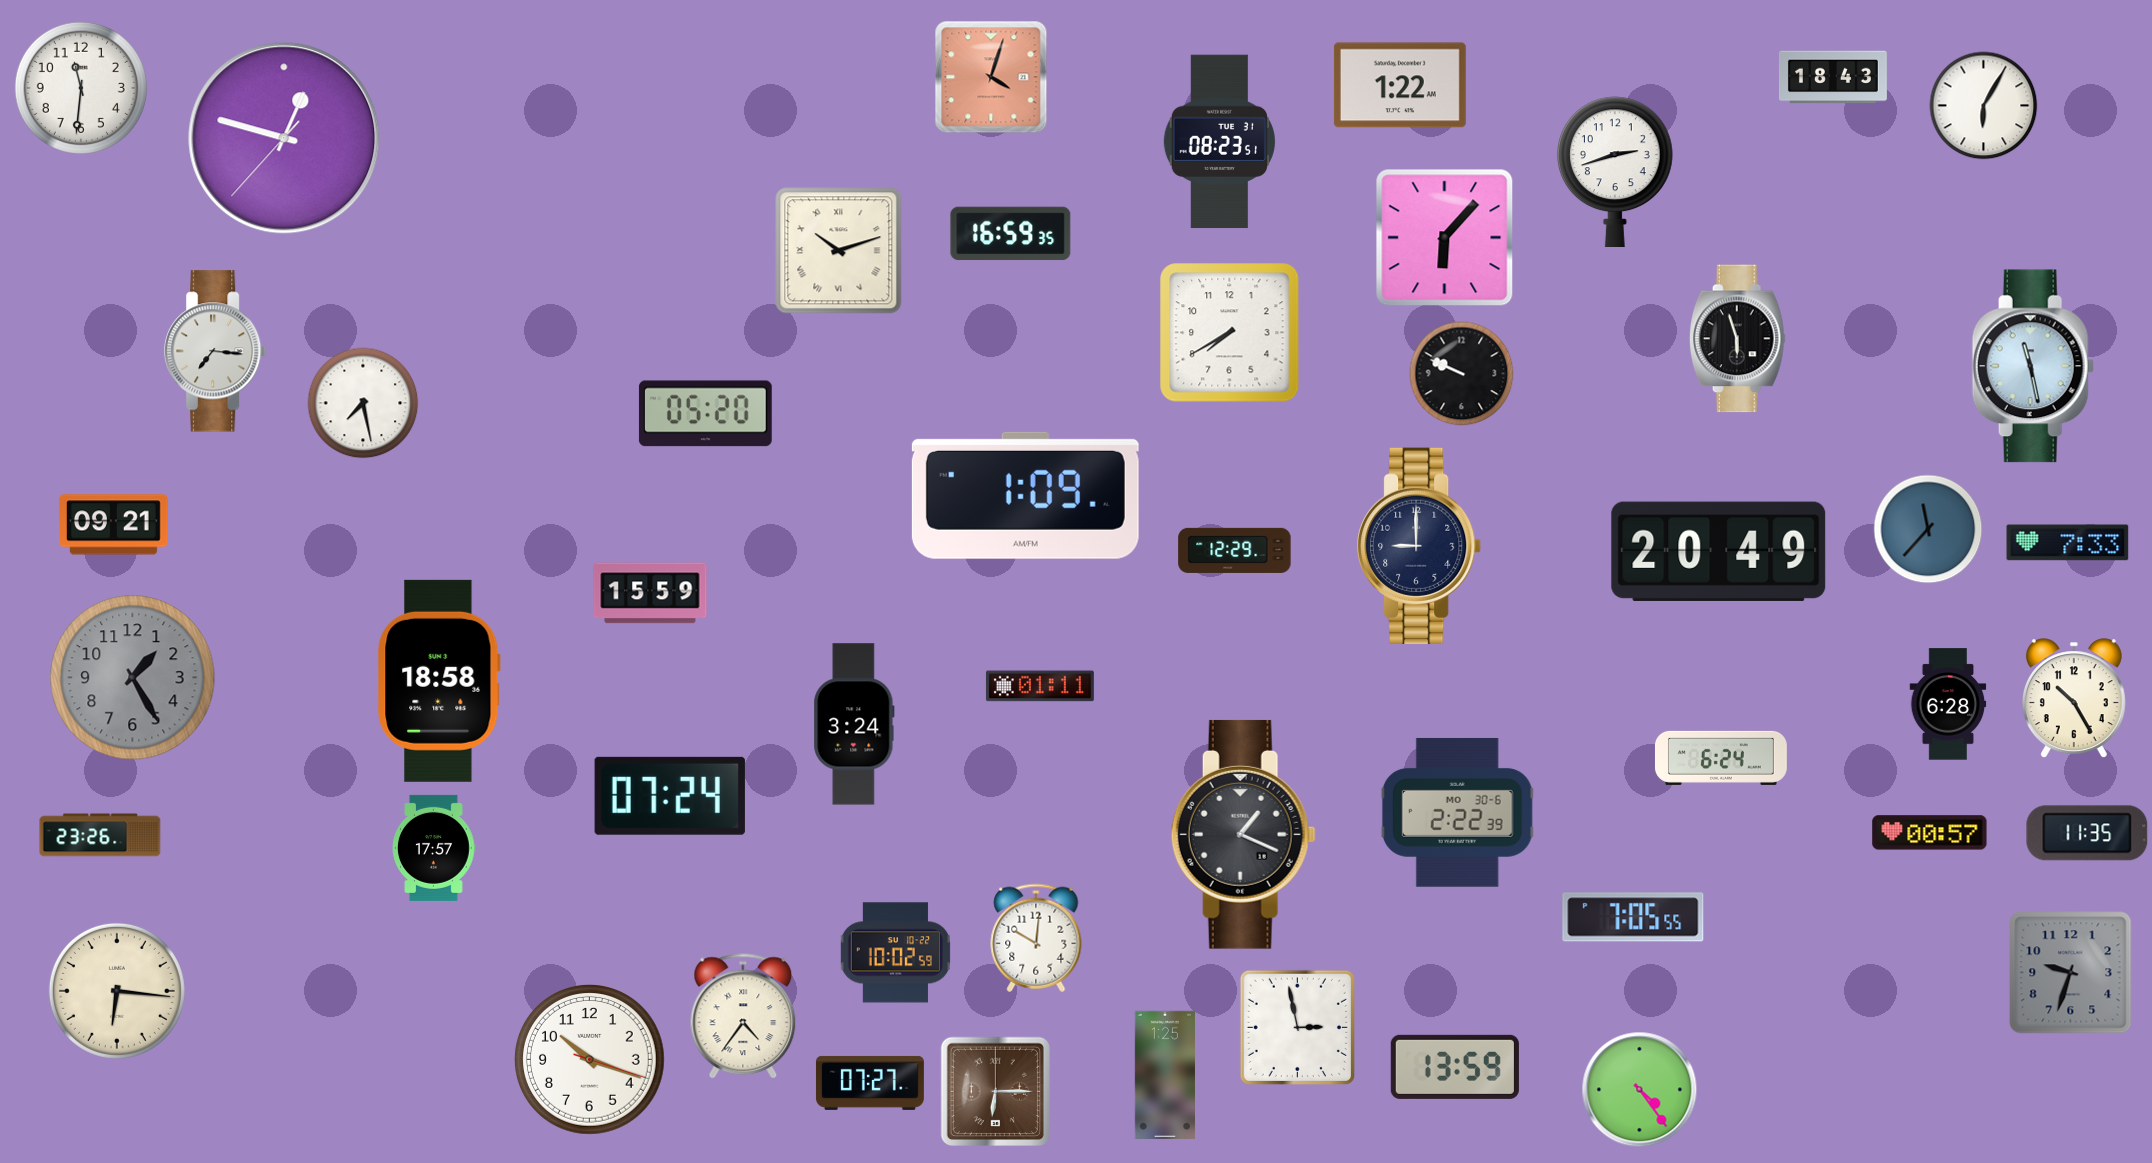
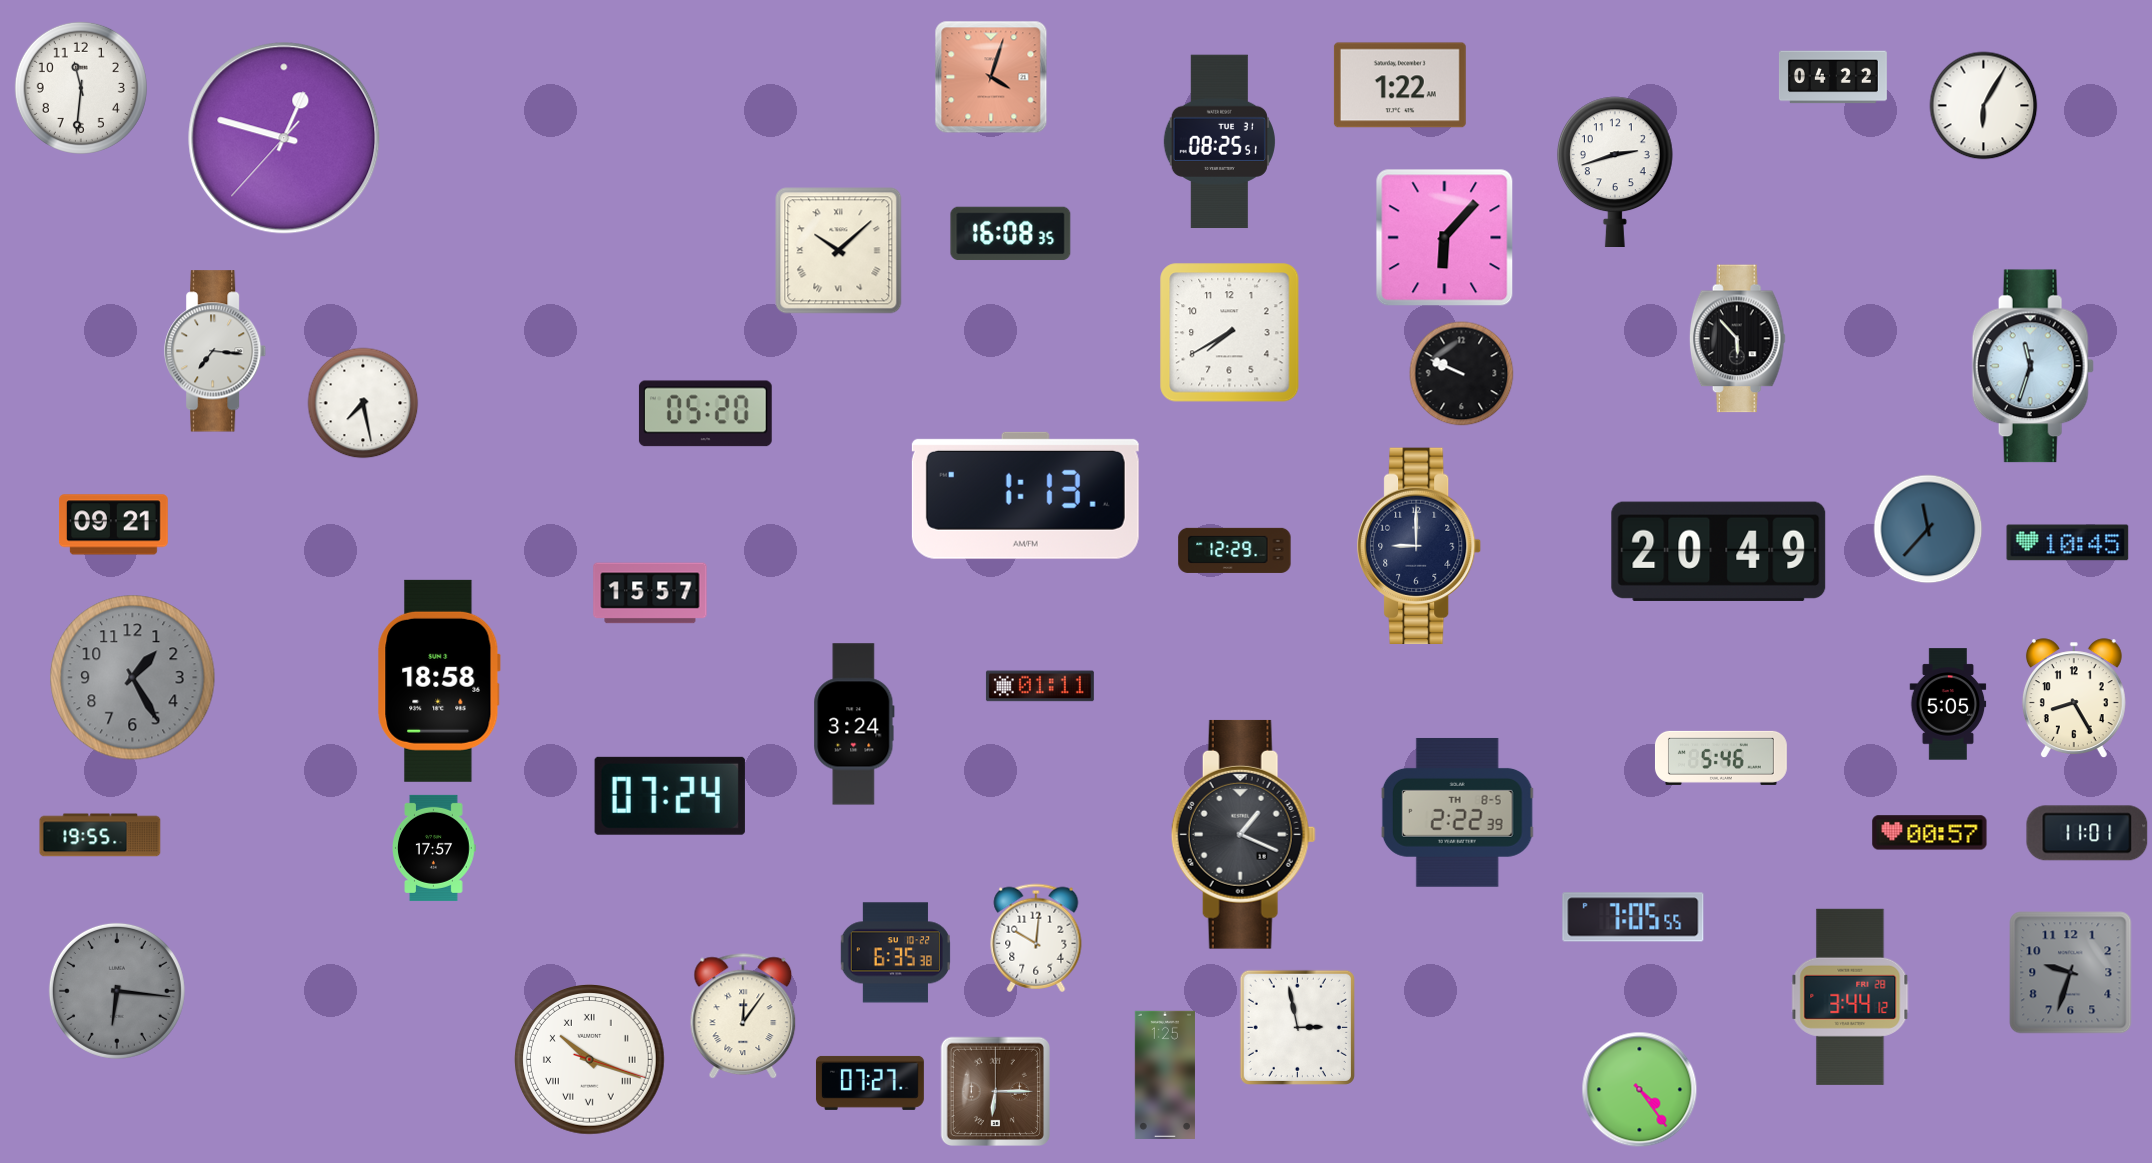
clock at (1833, 77): 18:43 -> 04:22
clock at (1219, 142): 08:23 -> 08:25
clock at (1011, 234): 16:59 -> 16:08
clock at (839, 251): 10:12 -> 10:08
clock at (1737, 339): 5:57 -> 5:53
clock at (2033, 366): 11:28 -> 11:33
clock at (1025, 495): 1:09 -> 1:13
clock at (2068, 543): 7:33 -> 10:45
clock at (650, 593): 15:59 -> 15:57
clock at (2074, 699): 10:25 -> 8:25
clock at (1948, 704): 6:28 -> 5:05
clock at (1721, 758): 6:24 -> 5:46
clock at (1457, 813) date: MO 30-6 -> TH 8-5
clock at (2087, 833): 11:35 -> 11:01
clock at (100, 835): 23:26 -> 19:55
clock at (895, 953): 10:02 -> 6:35
clock at (117, 991) dial: cream -> grey
clock at (1850, 997): none -> 3:44
clock at (743, 1017): 4:36 -> 12:06
clock at (590, 1060) numerals: Arabic -> Roman
clock at (1455, 1067): 13:59 -> none
